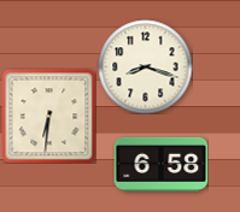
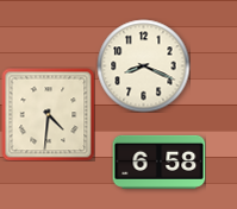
clock at (145, 66): 8:18 -> 8:19
clock at (48, 116): 6:31 -> 4:31
